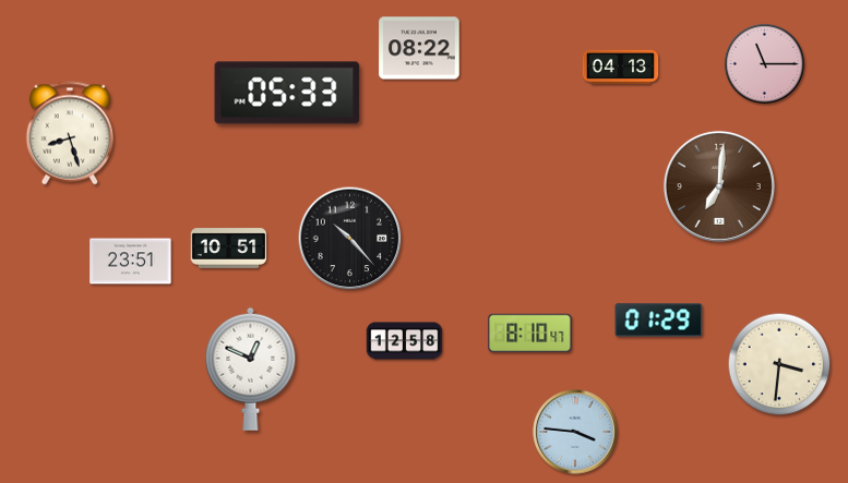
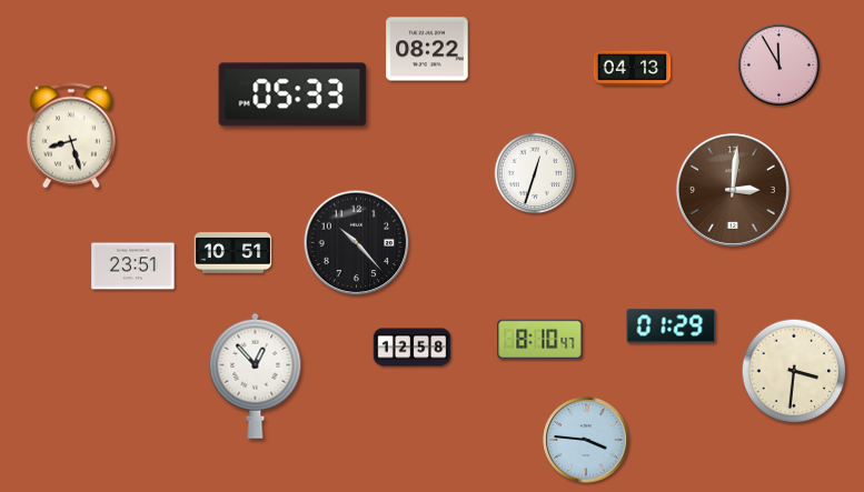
clock at (764, 63): 11:15 -> 11:55
clock at (535, 173): none -> 12:33
clock at (719, 186): 7:01 -> 3:01
clock at (251, 369): 12:49 -> 12:53
